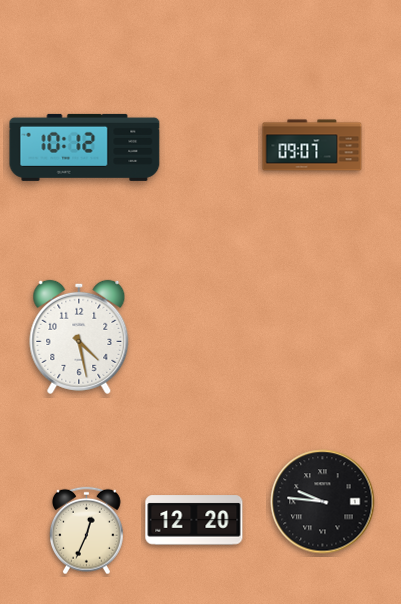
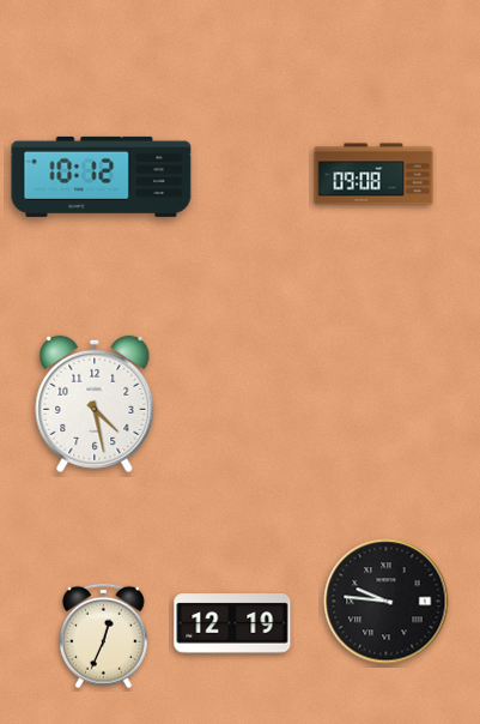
clock at (312, 145): 09:07 -> 09:08
clock at (194, 520): 12:20 -> 12:19
